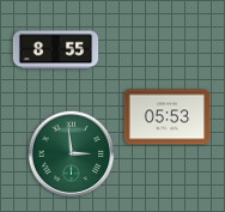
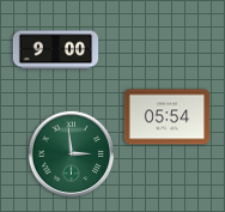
clock at (56, 50): 8:55 -> 9:00
clock at (168, 117): 05:53 -> 05:54
